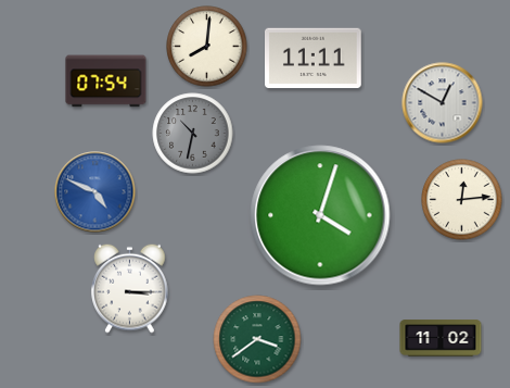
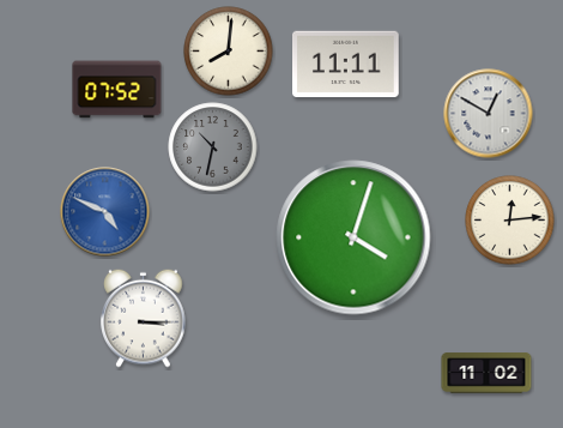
clock at (106, 82): 07:54 -> 07:52
clock at (257, 339): 3:39 -> none
